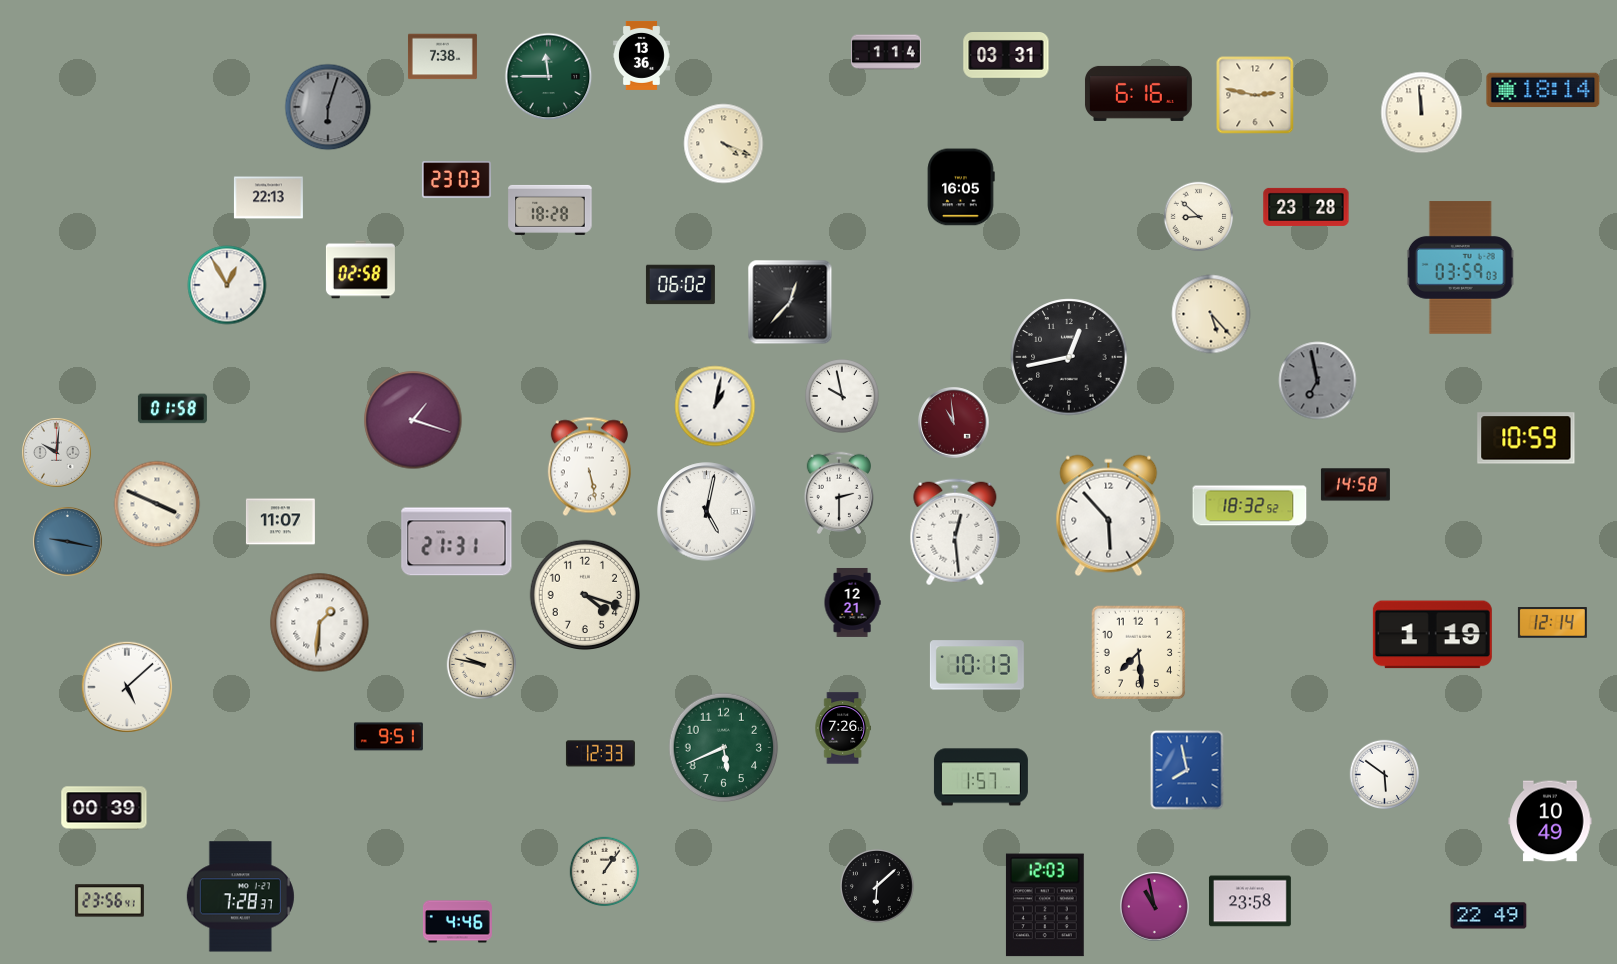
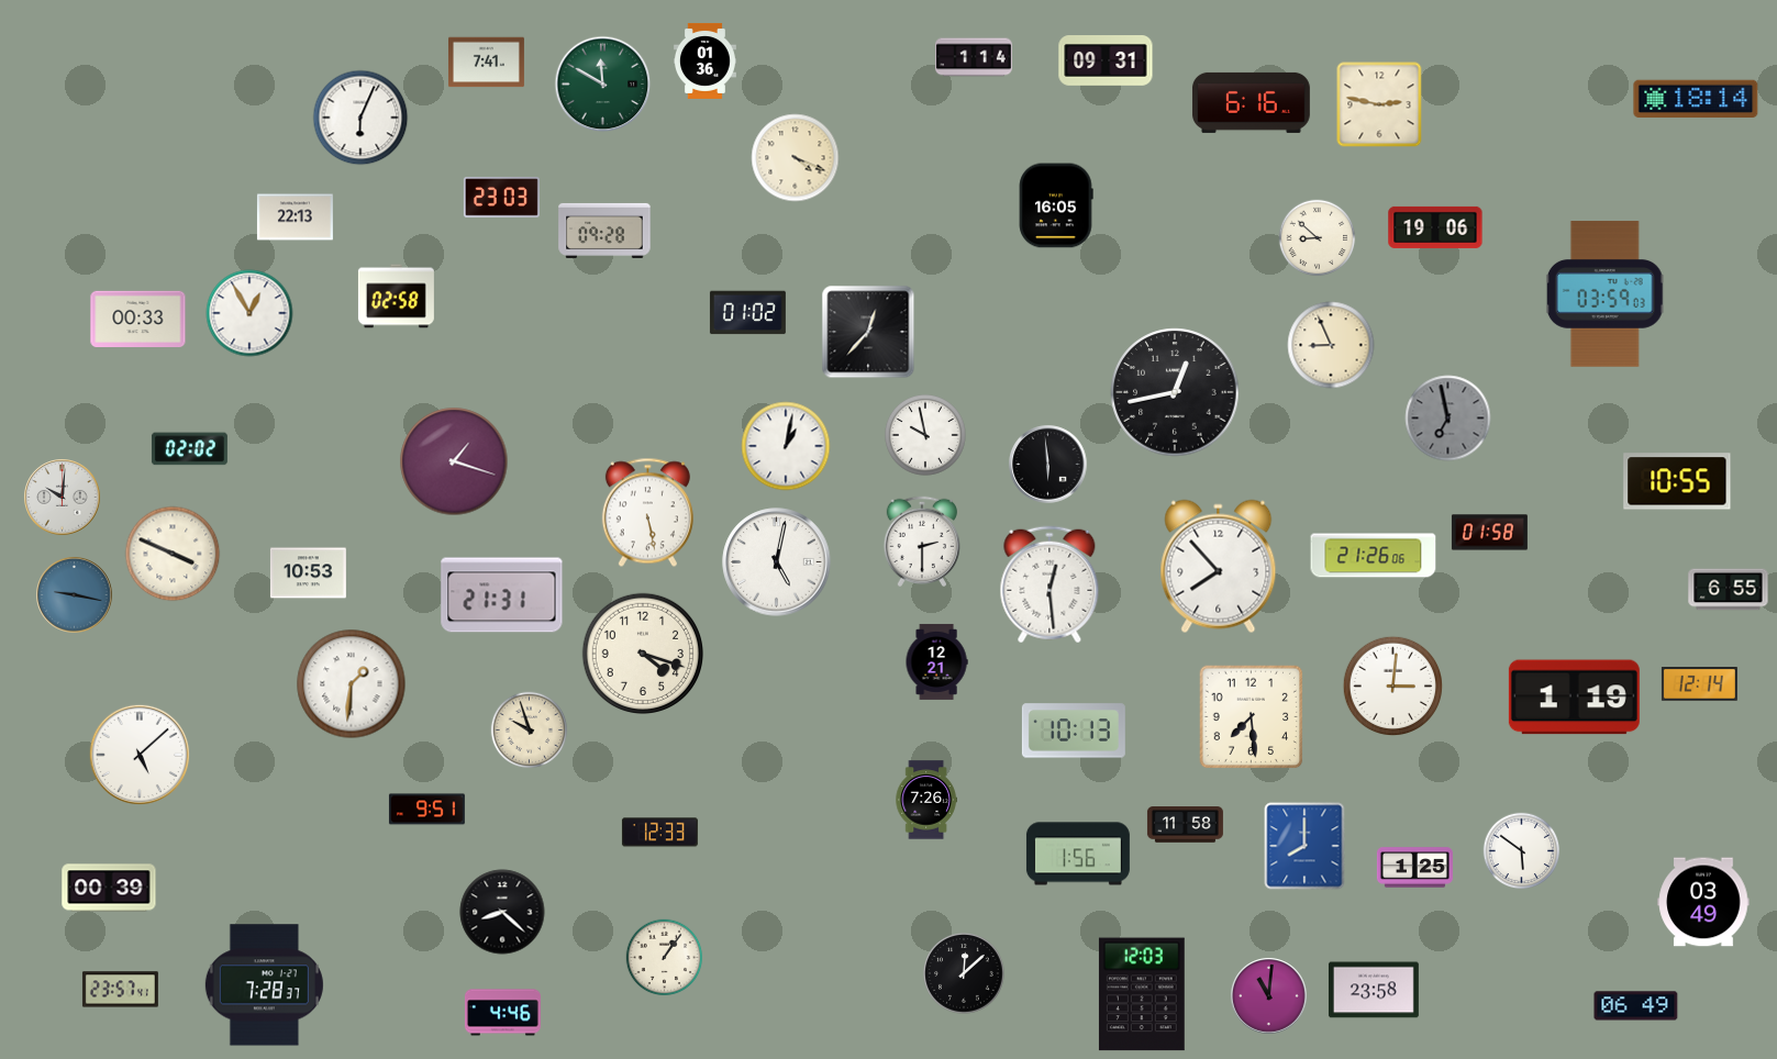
clock at (641, 55): 13:36 -> 01:36
clock at (1006, 56): 03:31 -> 09:31
clock at (442, 57): 7:38 -> 7:41
clock at (549, 77): 11:45 -> 11:50
clock at (328, 107): 6:03 -> 6:04
clock at (328, 107) dial: grey -> white
clock at (1422, 113): 11:59 -> none
clock at (1306, 207): 23:28 -> 19:06
clock at (550, 210): 18:28 -> 09:28
clock at (680, 285): 06:02 -> 01:02
clock at (138, 319): none -> 00:33
clock at (1211, 314): 5:23 -> 8:56
clock at (172, 409): 01:58 -> 02:02
clock at (954, 423): 10:59 -> 5:59
clock at (954, 423) dial: burgundy -> black
clock at (1526, 438): 10:59 -> 10:55
clock at (1355, 485): 14:58 -> 01:58
clock at (1250, 506): 18:32 -> 21:26
clock at (1109, 516): 5:53 -> 7:53
clock at (280, 522): 11:07 -> 10:53
clock at (1729, 590): none -> 6:55
clock at (1552, 623) position: (1552, 623) -> (1699, 684)
clock at (1392, 685): none -> 3:01
clock at (482, 665): 9:47 -> 9:57
clock at (724, 748): 5:41 -> none
clock at (1185, 825): none -> 11:58
clock at (600, 754) position: (600, 754) -> (659, 833)
clock at (1187, 770): 7:58 -> 8:00
clock at (981, 777): 1:57 -> 1:56
clock at (1414, 868): none -> 1:25
clock at (104, 808) position: (104, 808) -> (109, 888)
clock at (1550, 821): 10:49 -> 03:49
clock at (502, 912): none -> 8:22
clock at (878, 887): 6:08 -> 12:08
clock at (109, 901): 23:56 -> 23:57
clock at (1045, 905) position: (1045, 905) -> (1142, 994)
clock at (1155, 907): 10:58 -> 11:01
clock at (1489, 916): 22:49 -> 06:49
